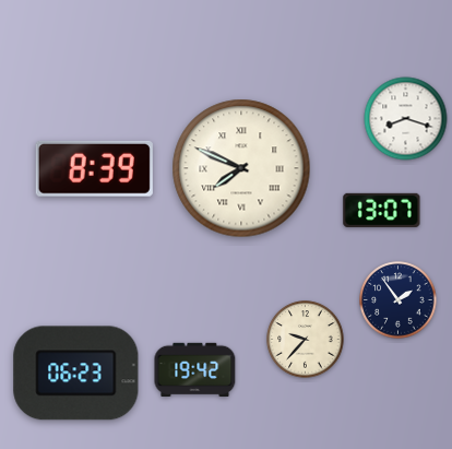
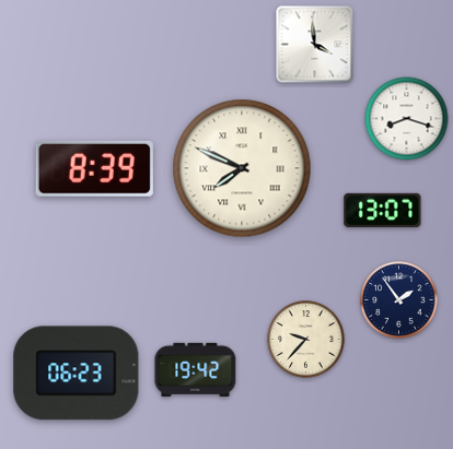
clock at (315, 45): none -> 3:59
